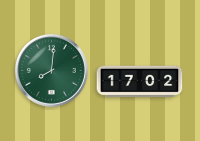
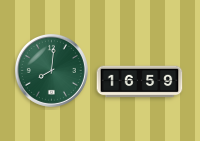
clock at (140, 82): 17:02 -> 16:59
